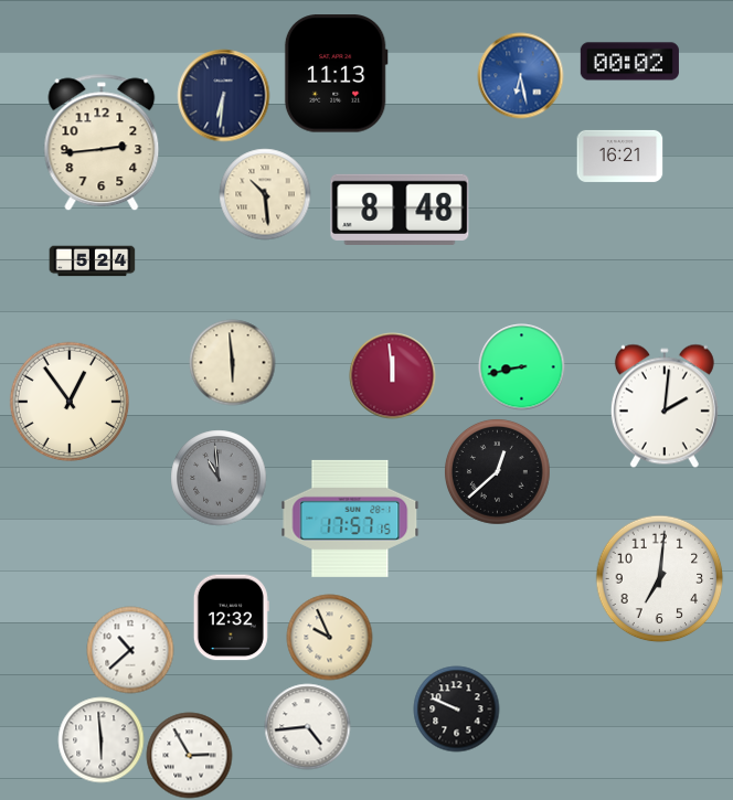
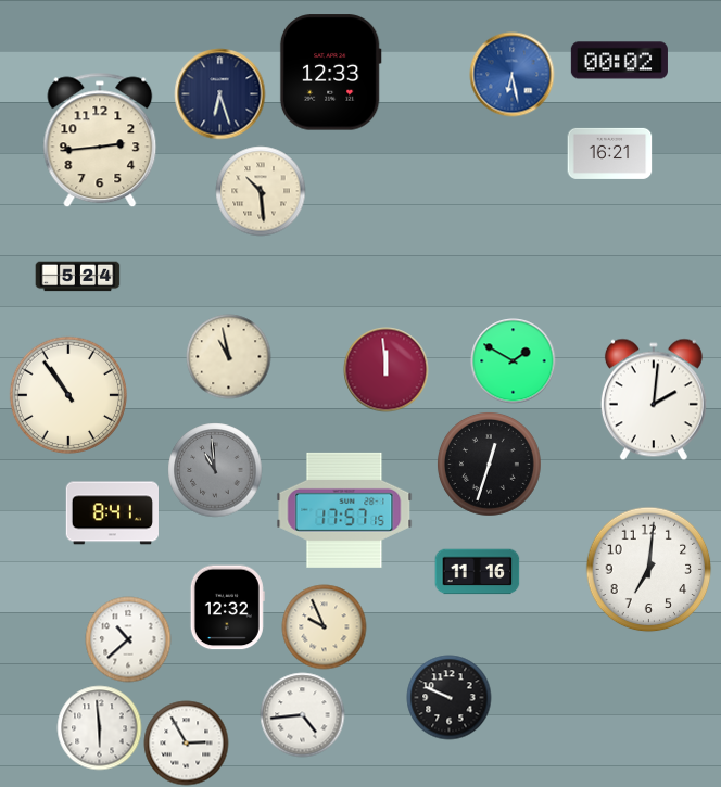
clock at (336, 74): 11:13 -> 12:33
clock at (223, 95): 6:31 -> 6:27
clock at (400, 210): 8:48 -> none
clock at (92, 262) position: (92, 262) -> (77, 277)
clock at (232, 362): 5:59 -> 10:58
clock at (521, 366): 8:43 -> 1:50
clock at (68, 401): 12:54 -> 10:54
clock at (497, 471): 12:38 -> 12:33
clock at (112, 513): none -> 8:41
clock at (477, 572): none -> 11:16
